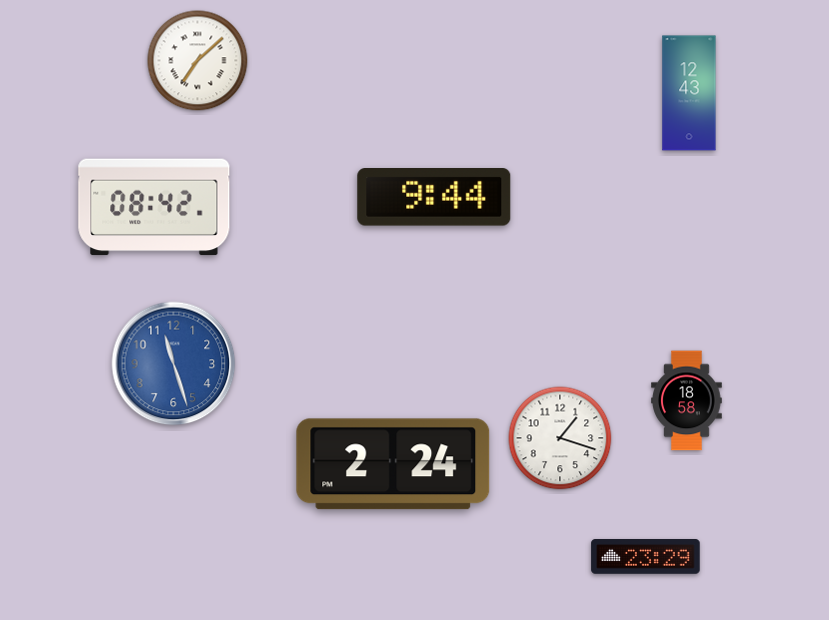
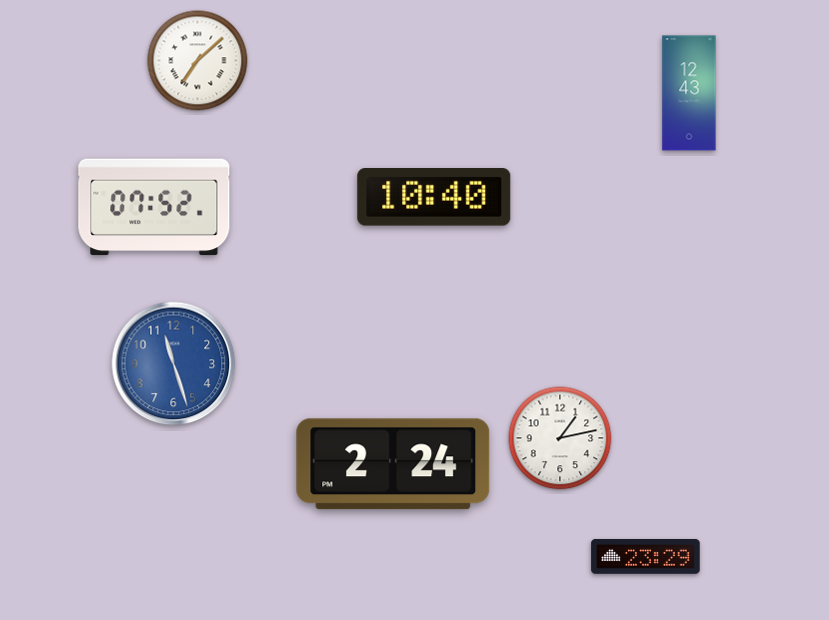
clock at (434, 198): 9:44 -> 10:40
clock at (154, 207): 08:42 -> 07:52
clock at (687, 401): 18:58 -> none
clock at (560, 438): 1:18 -> 1:13
